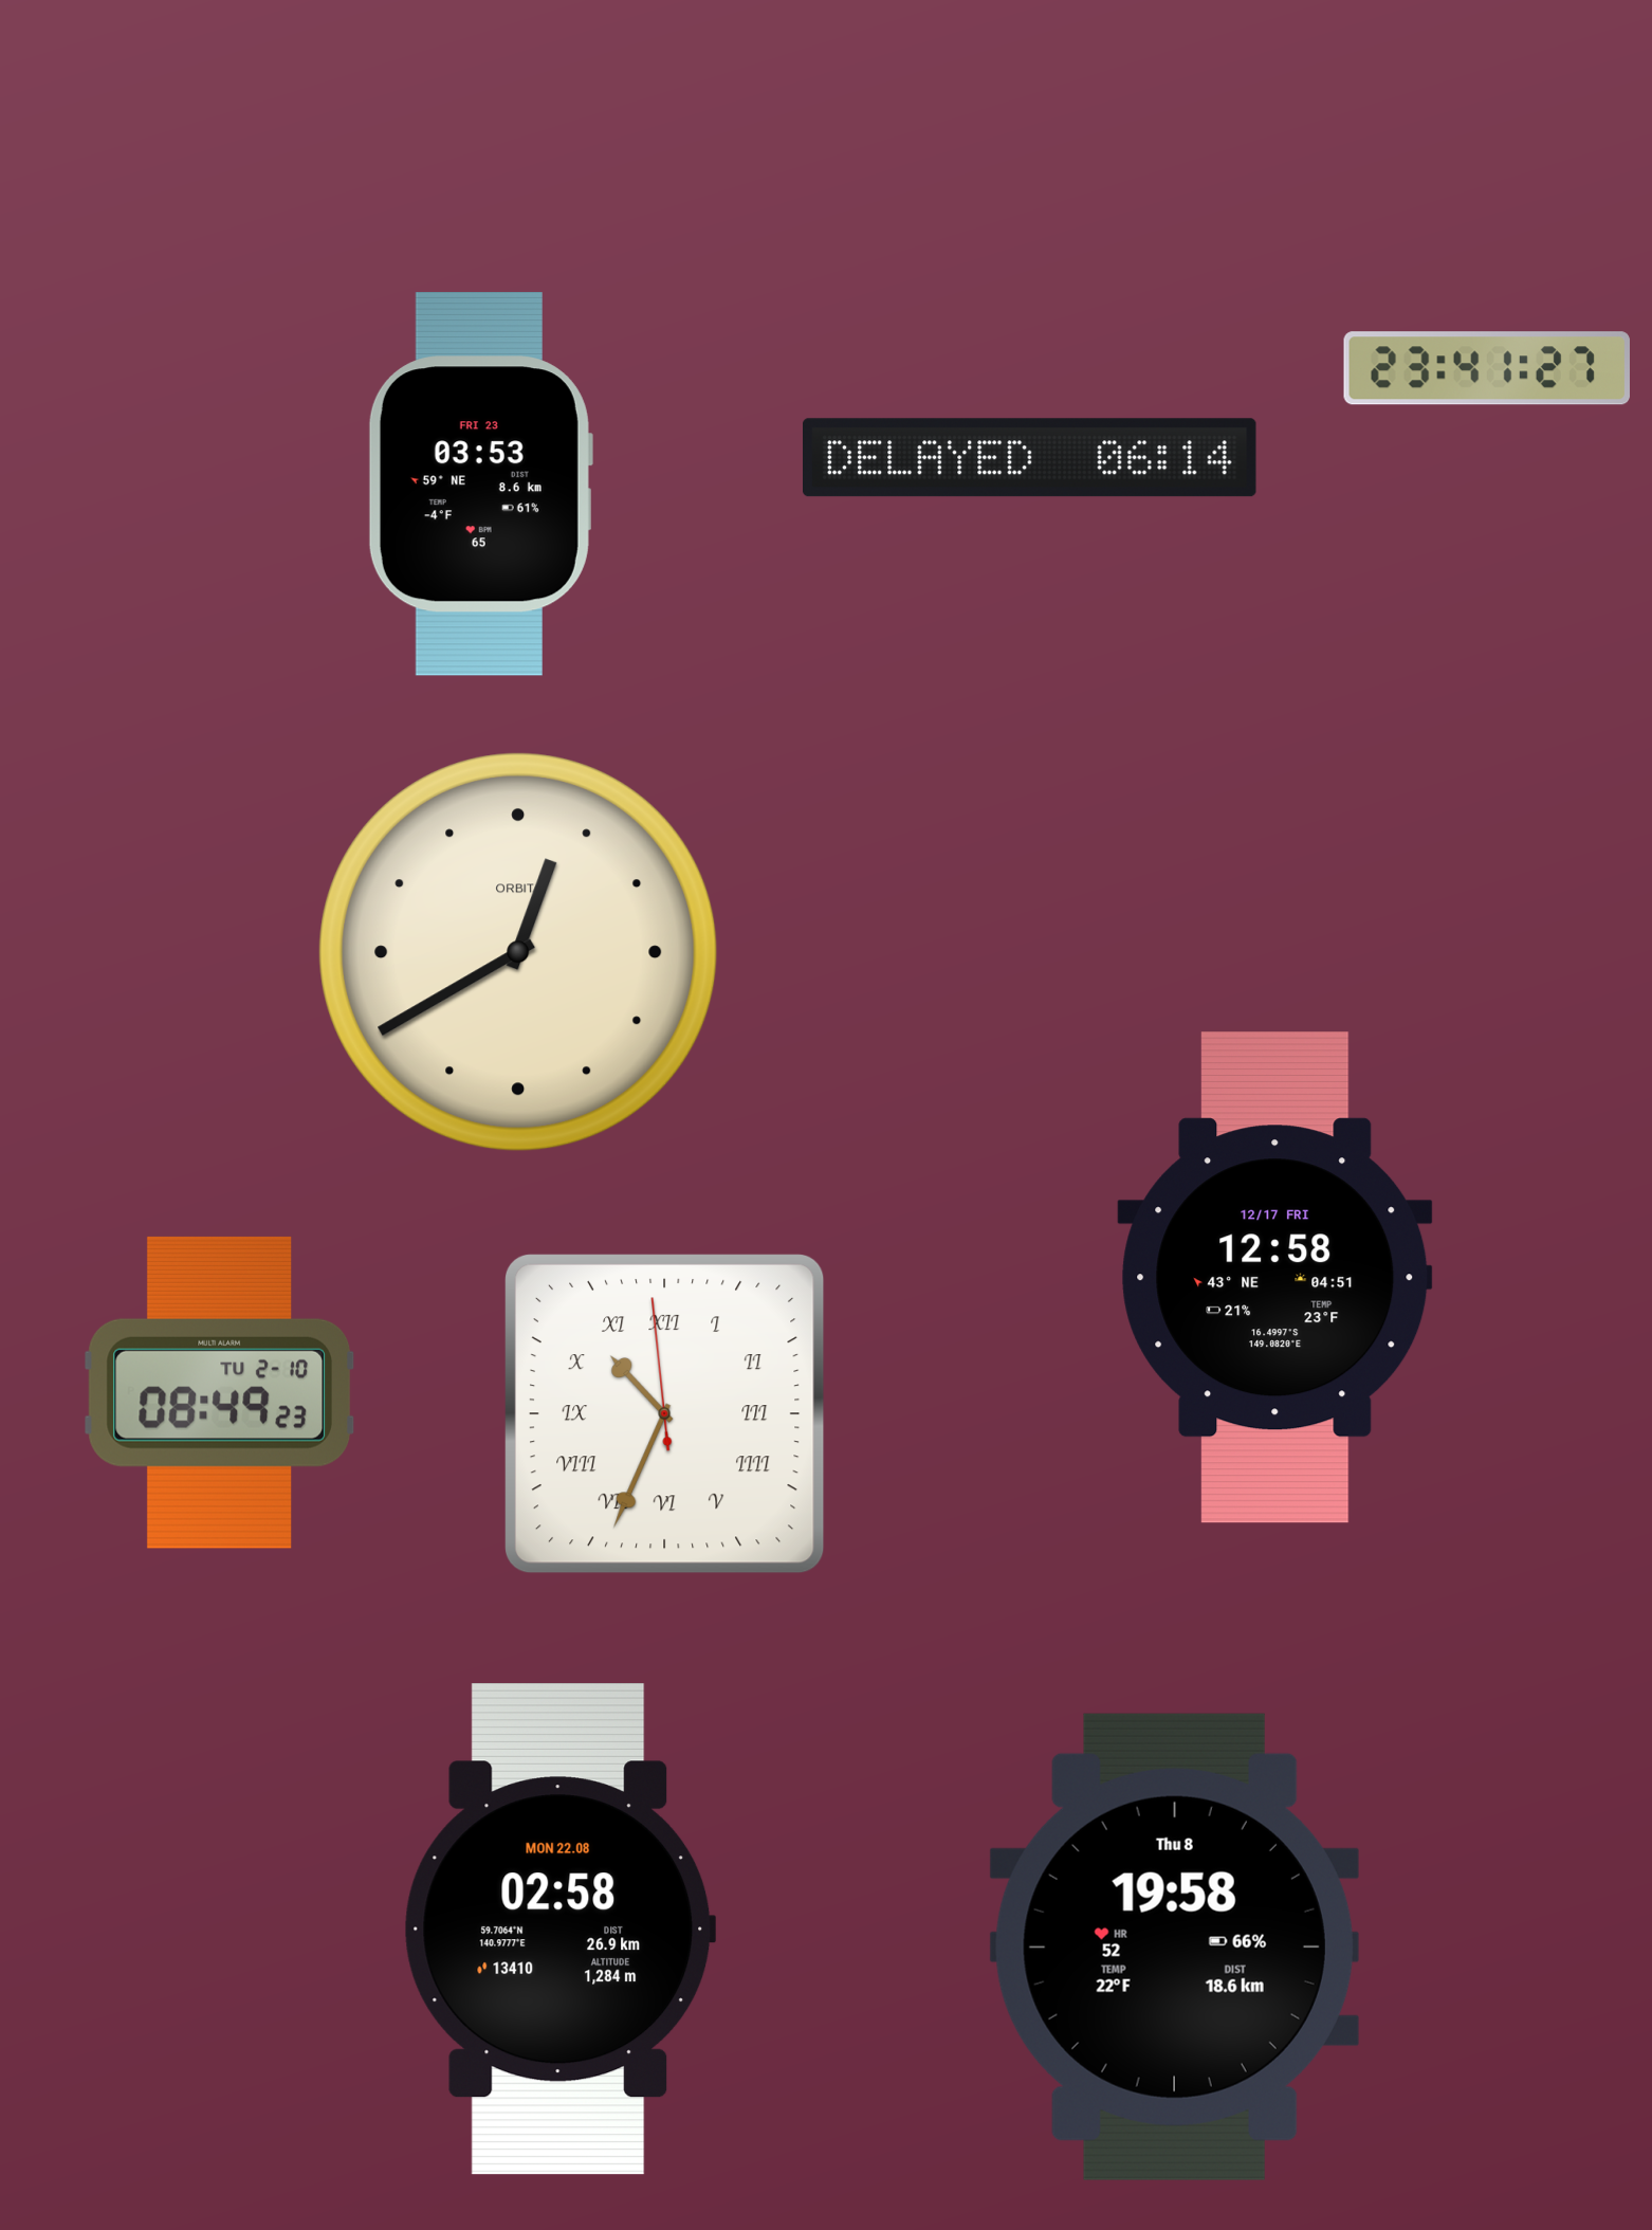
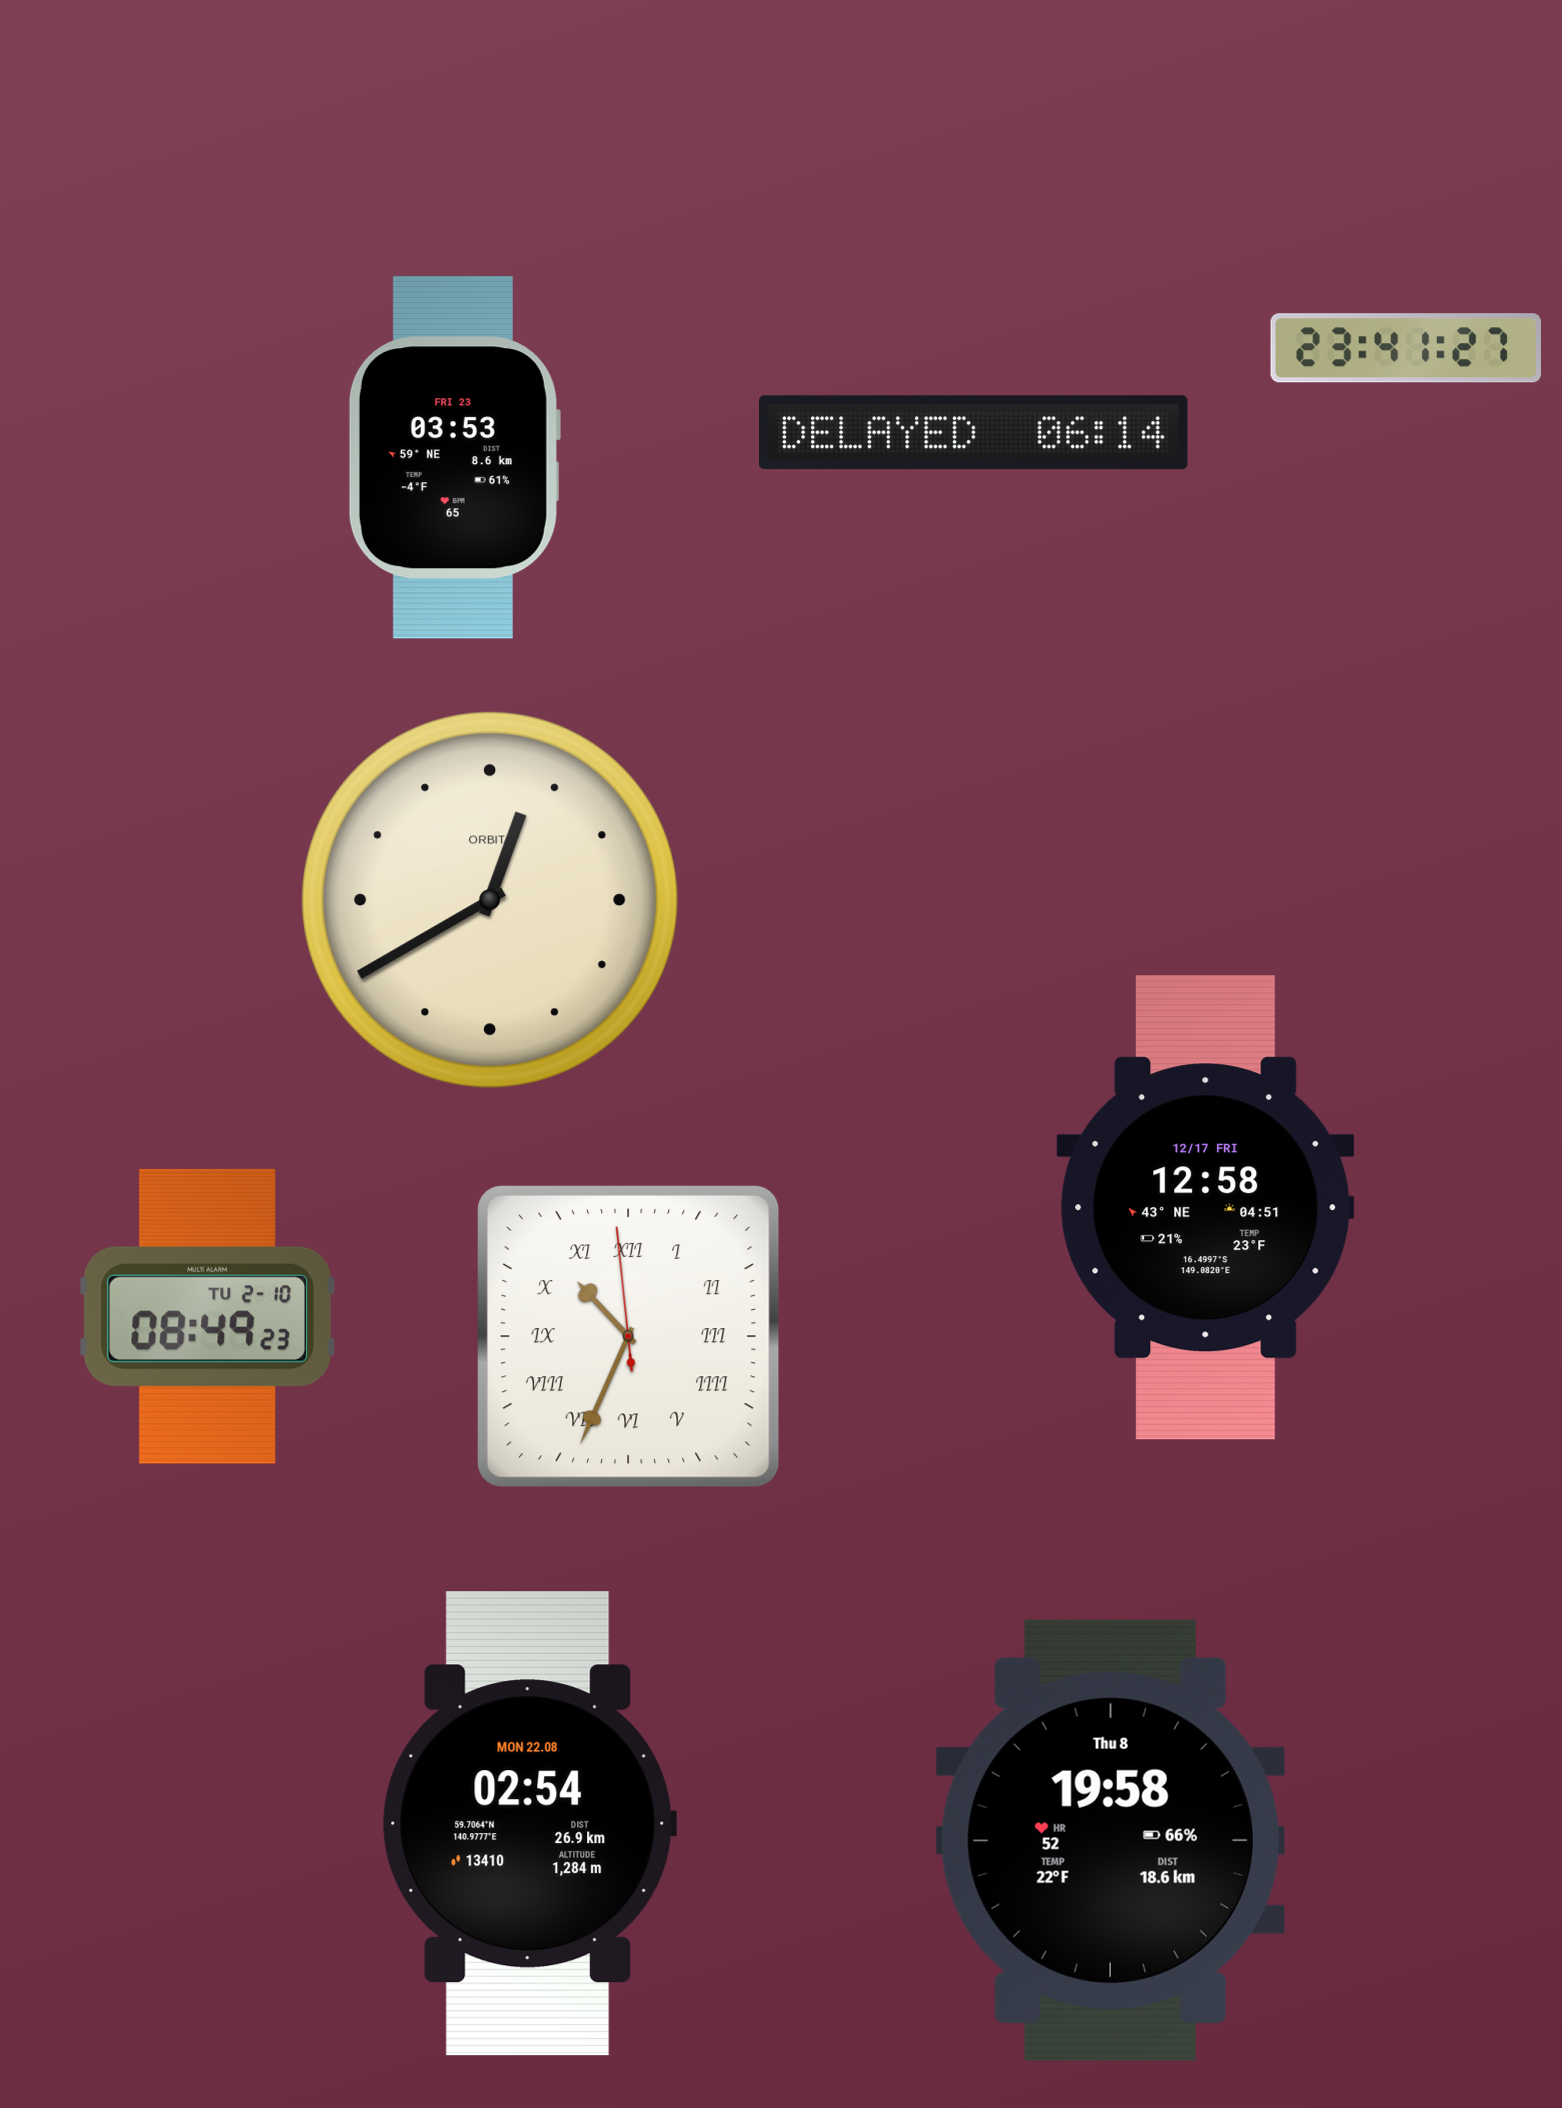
clock at (559, 1930): 02:58 -> 02:54
